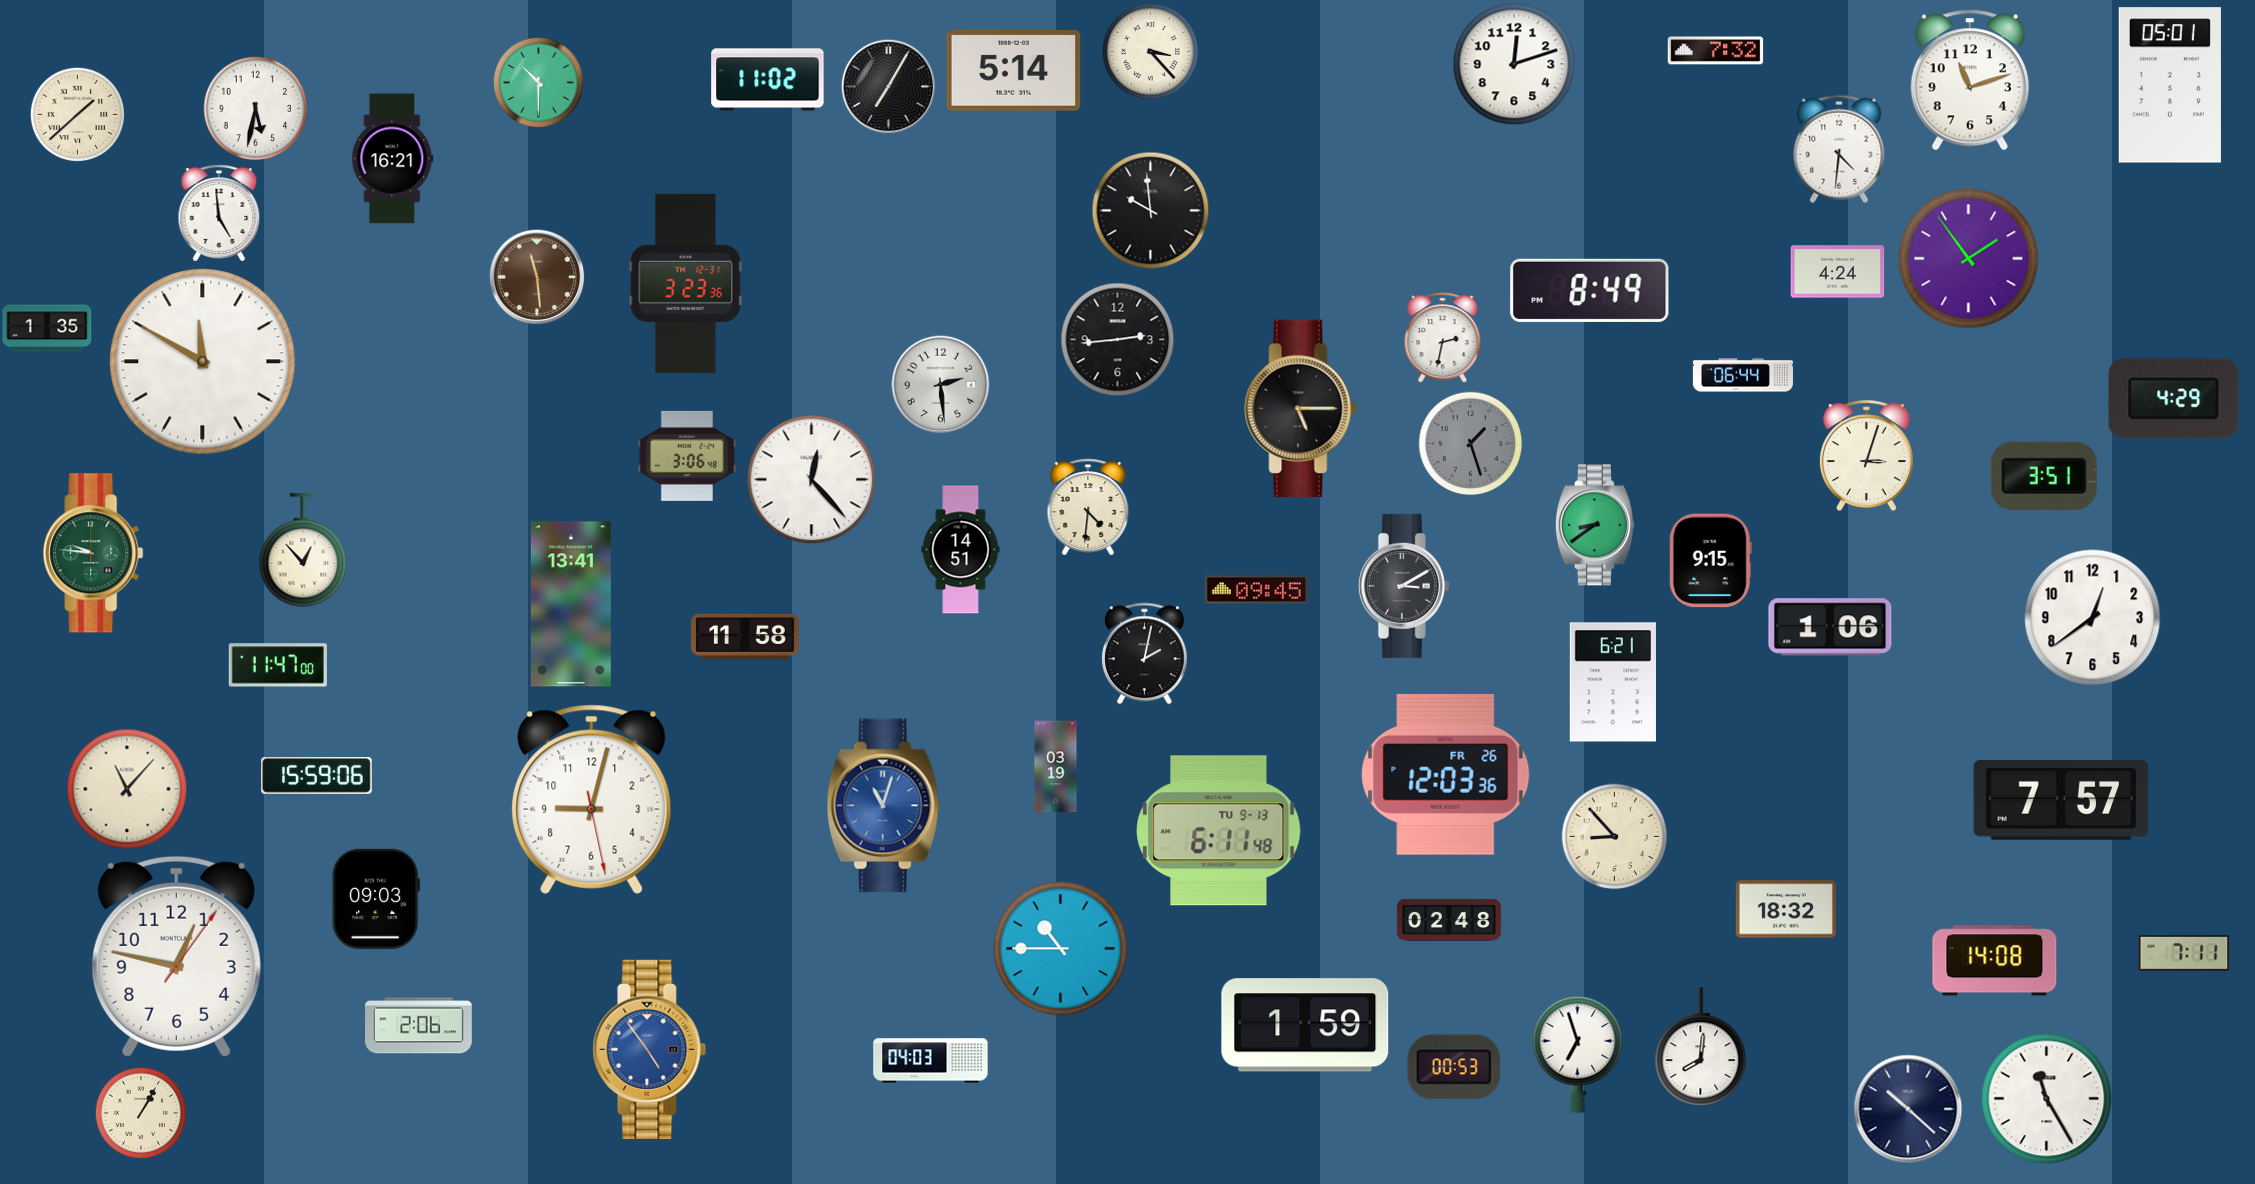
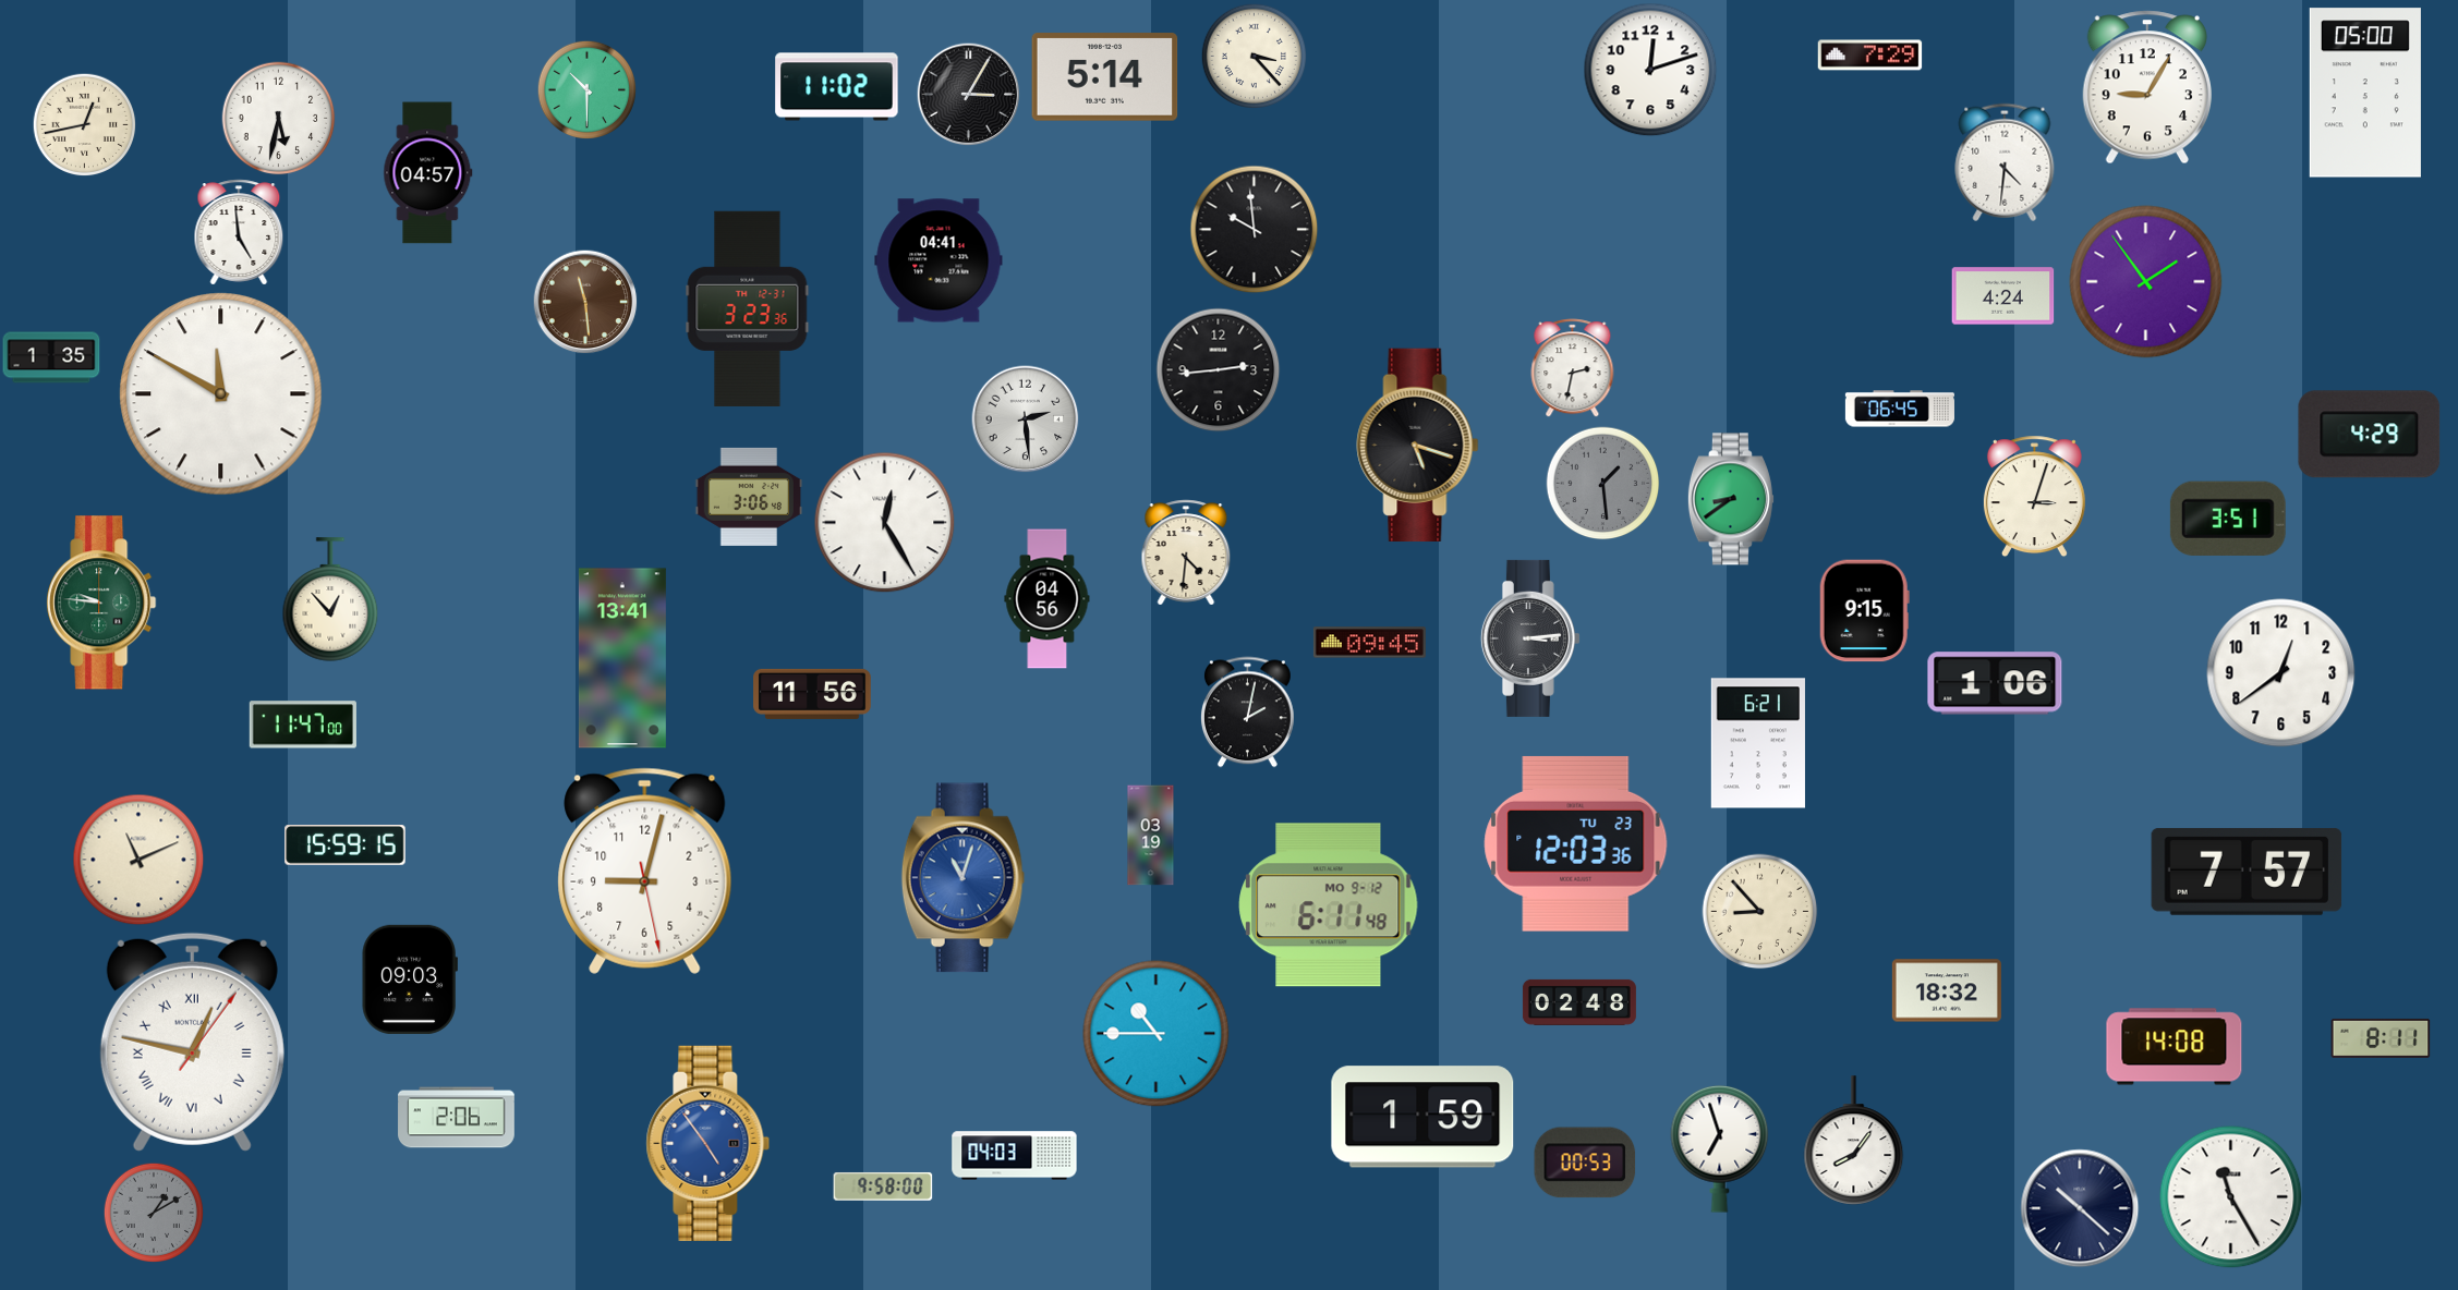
clock at (1716, 51): 7:32 -> 7:29
clock at (1969, 80): 11:12 -> 9:05
clock at (2170, 85): 05:01 -> 05:00
clock at (888, 86): 7:05 -> 3:05
clock at (77, 114): 1:38 -> 12:43
clock at (393, 159): 16:21 -> 04:57
clock at (939, 260): none -> 04:41
clock at (1590, 290): 8:49 -> none
clock at (1743, 375): 06:44 -> 06:45
clock at (1301, 408): 5:15 -> 5:18
clock at (1471, 444): 1:27 -> 1:29
clock at (812, 480): 12:23 -> 12:25
clock at (1595, 525) position: (1595, 525) -> (1731, 499)
clock at (961, 550): 14:51 -> 04:56
clock at (1404, 586): 3:10 -> 3:14
clock at (745, 637): 11:58 -> 11:56
clock at (1446, 774) date: FR 26 -> TU 23
clock at (317, 776): 15:59:06 -> 15:59:15
clock at (127, 789): 11:07 -> 11:11
clock at (1219, 831) date: TU 9-13 -> MO 9-12
clock at (2184, 953): 7:11 -> 8:11
clock at (176, 956) numerals: Arabic -> Roman
clock at (1701, 1047): 8:01 -> 8:06
clock at (883, 1186): none -> 9:58
clock at (140, 1112): 1:05 -> 1:10
clock at (140, 1112) dial: cream -> grey
